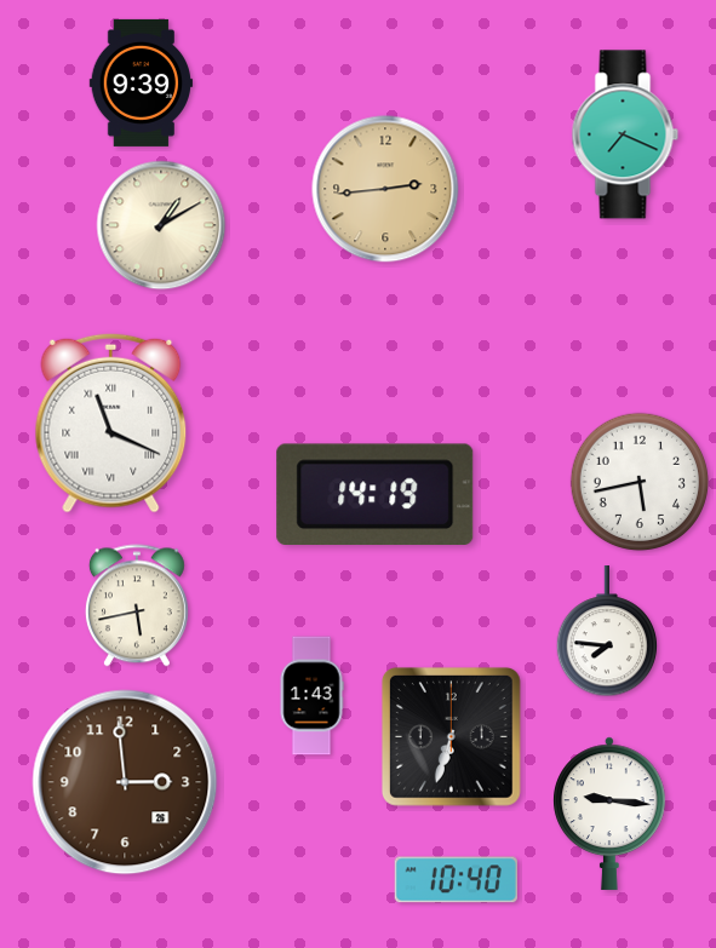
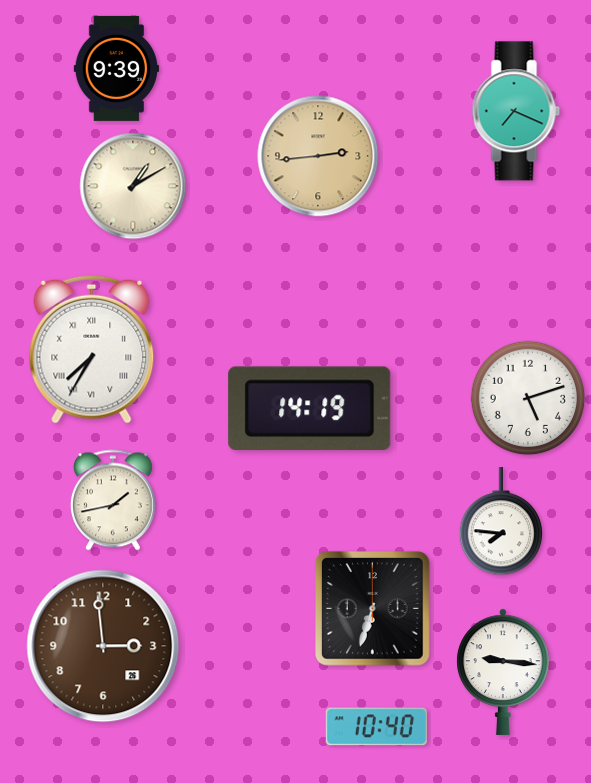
clock at (111, 423): 11:19 -> 7:35
clock at (640, 482): 5:43 -> 5:12
clock at (137, 605): 5:43 -> 1:43
clock at (311, 696): 1:43 -> none
